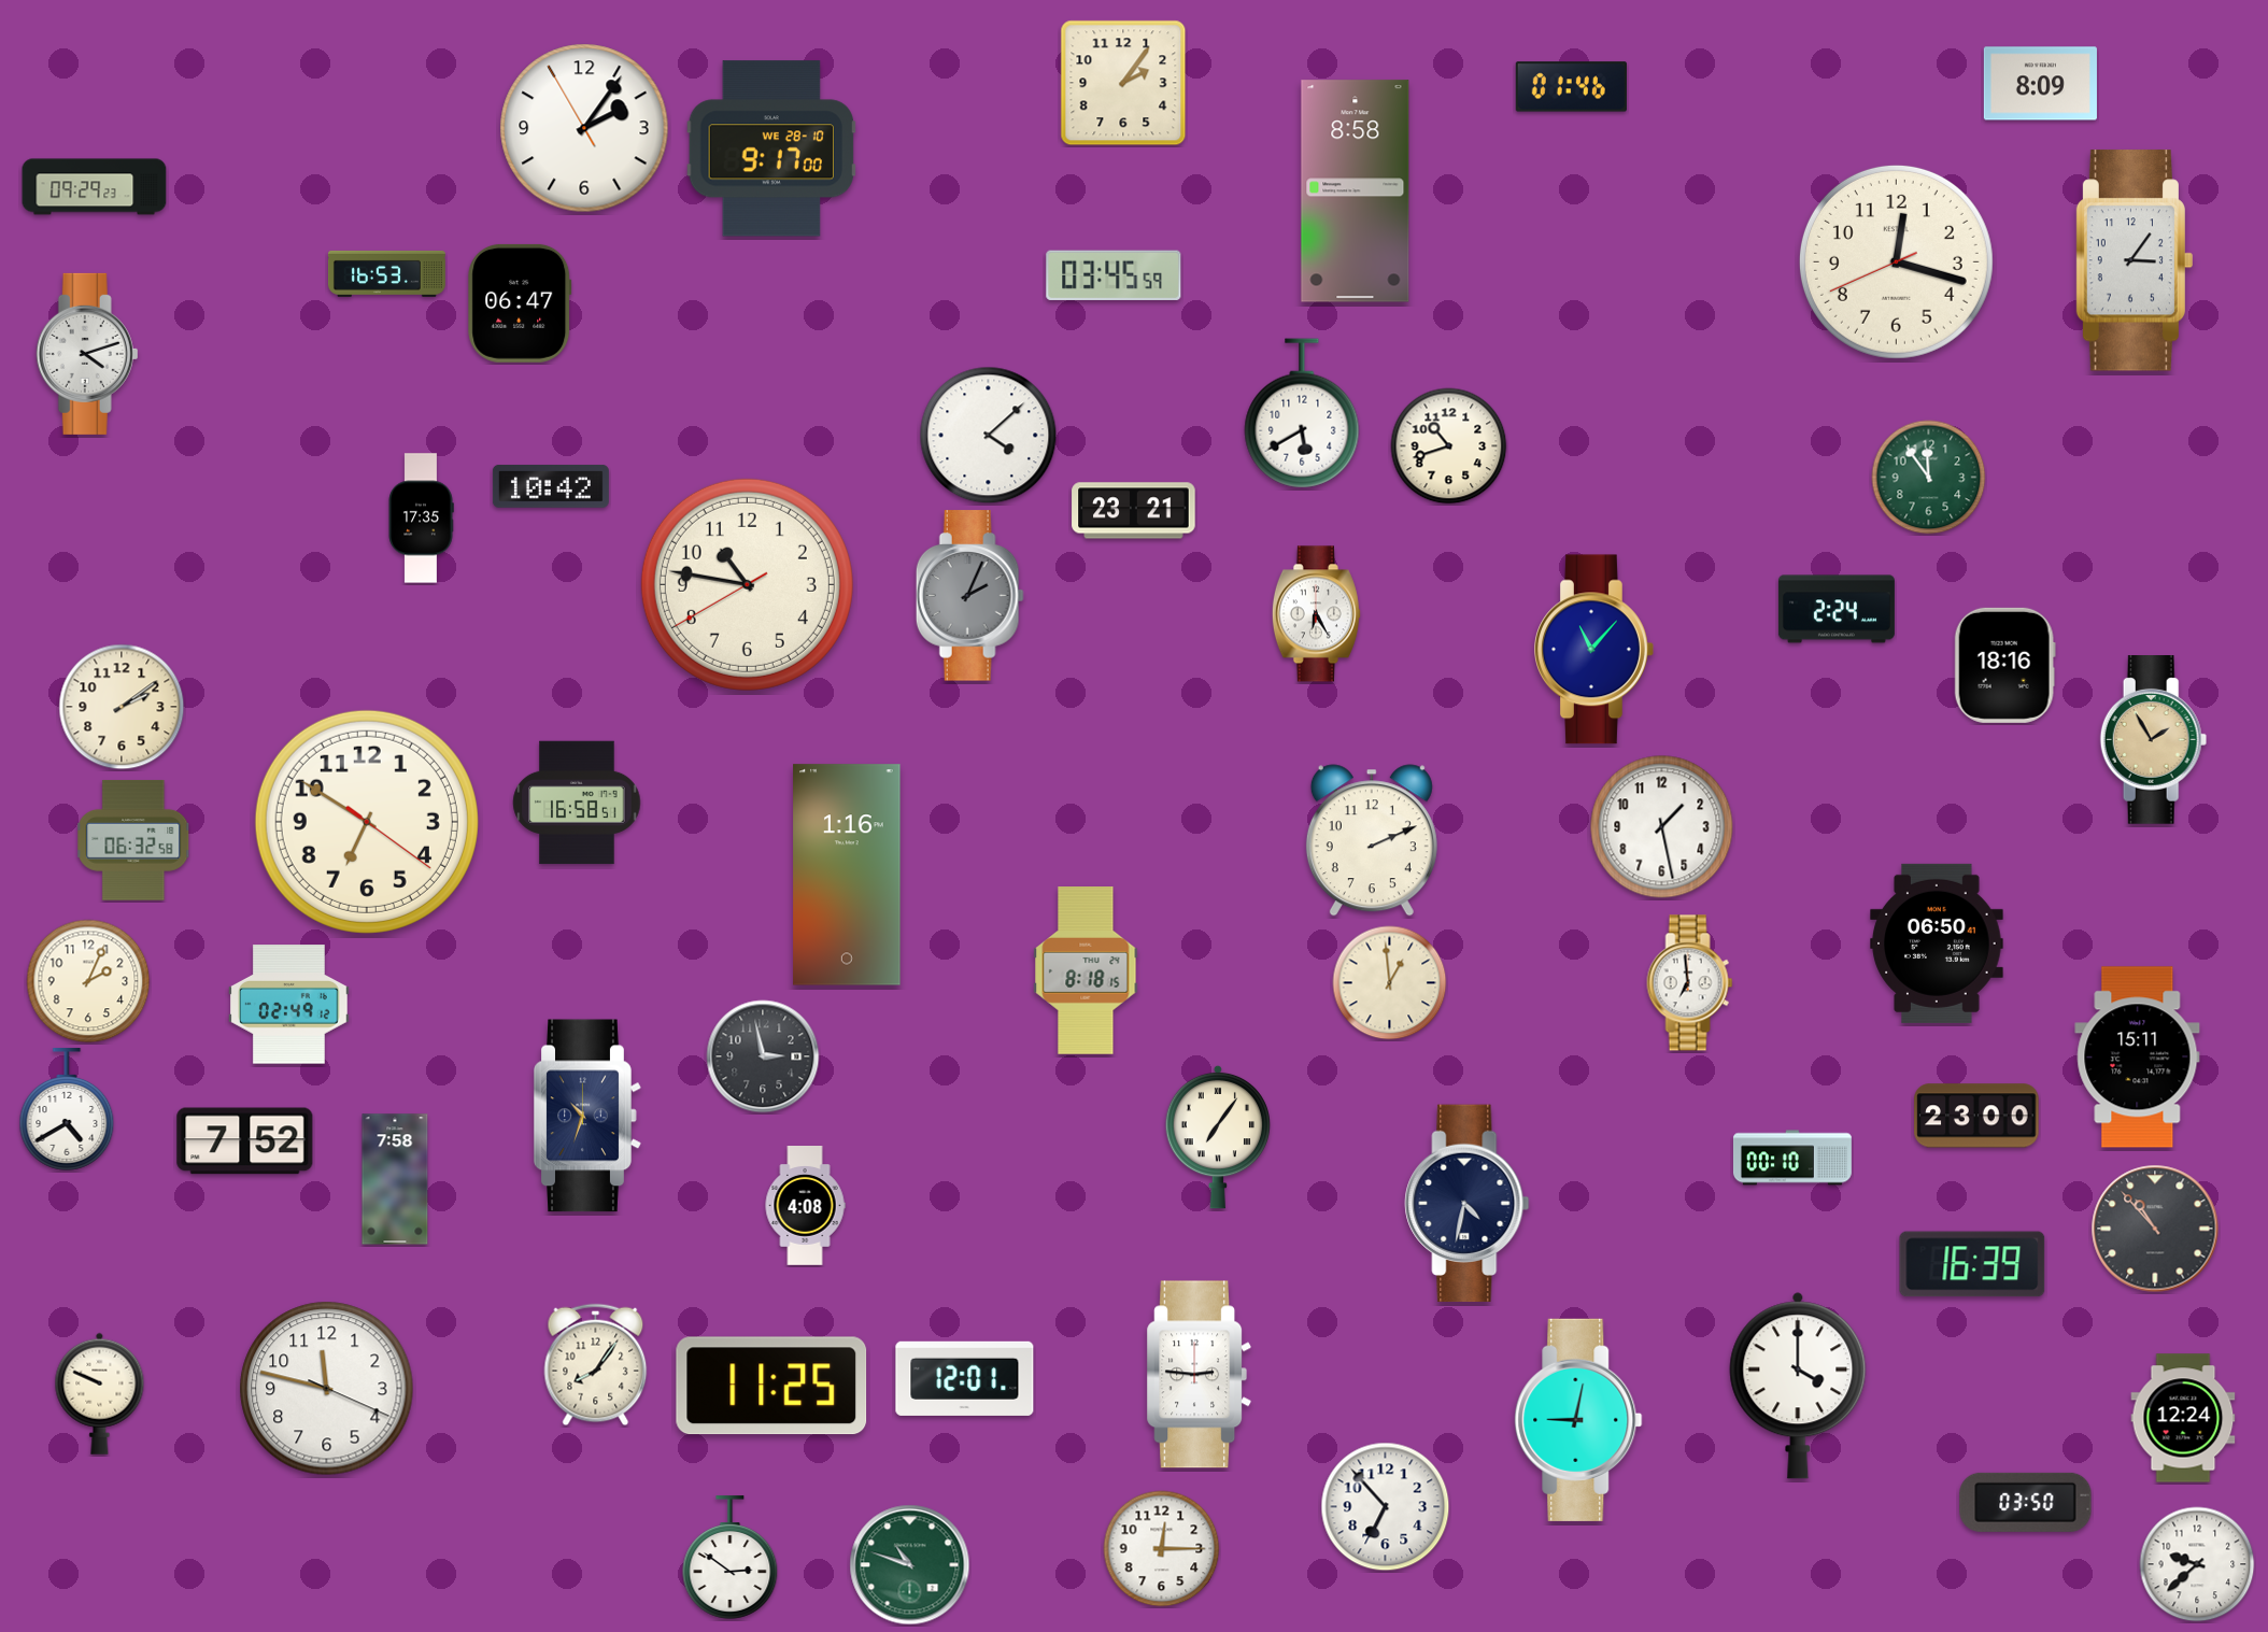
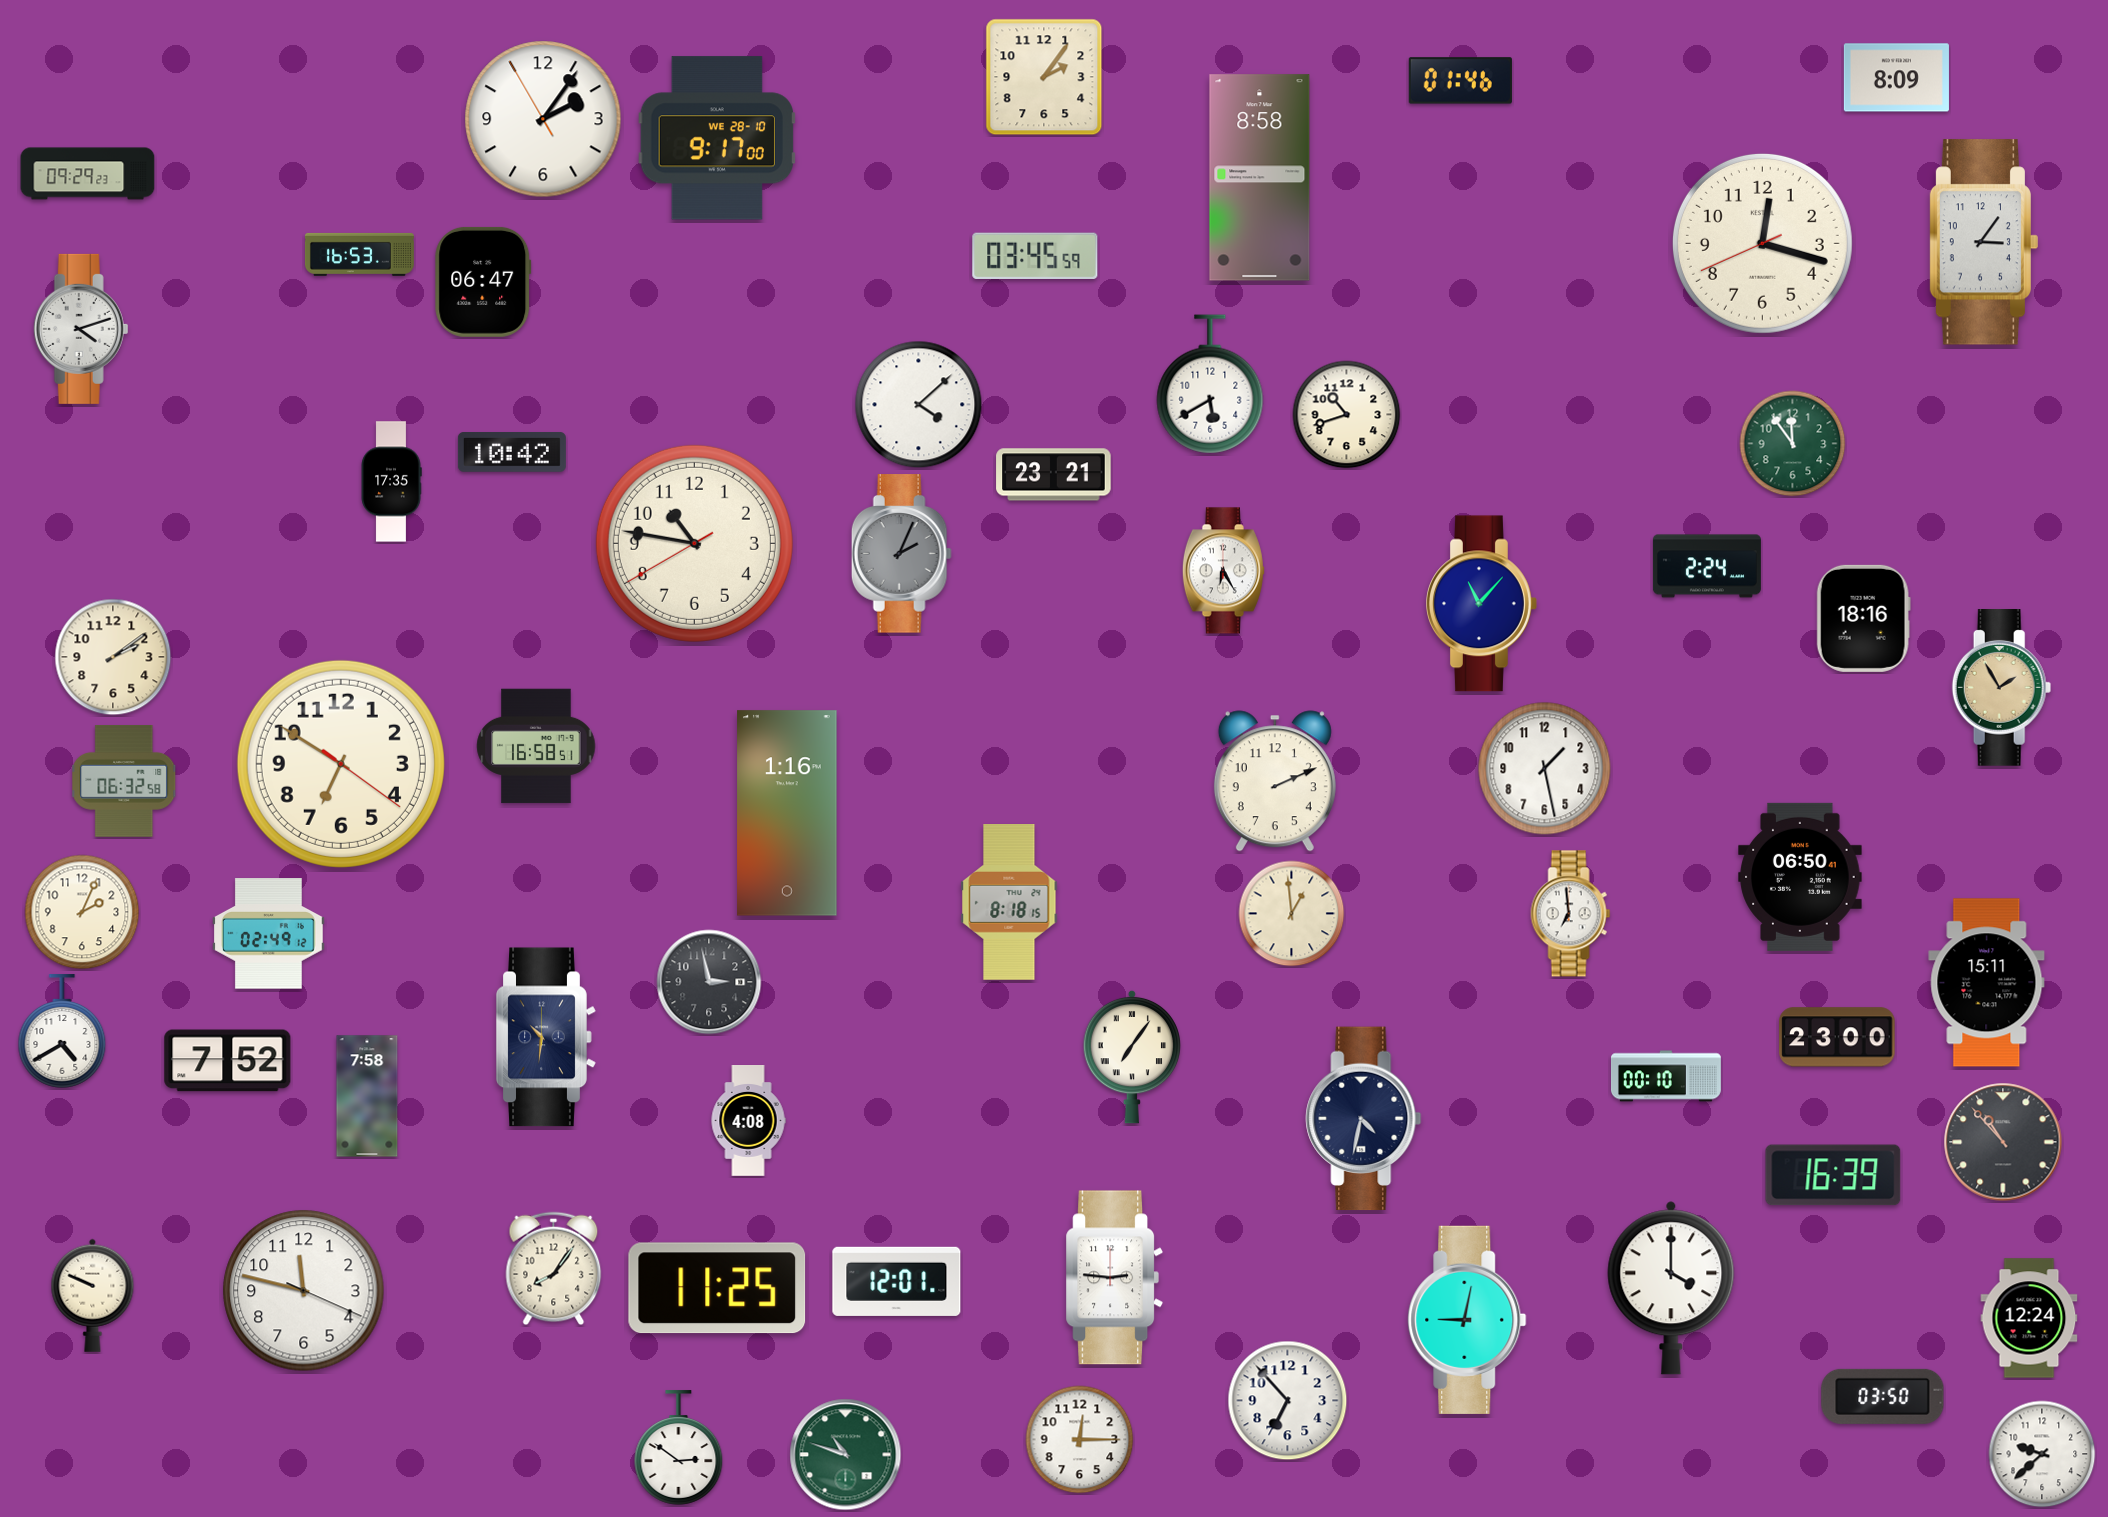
clock at (587, 1116): 10:33 -> 10:31
